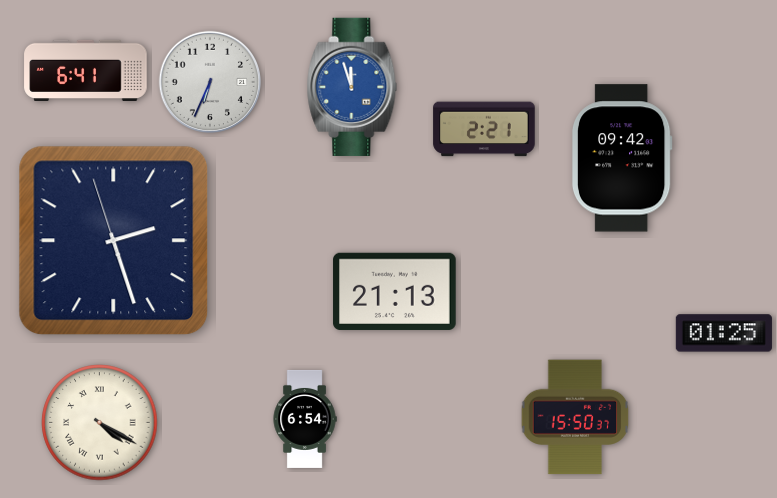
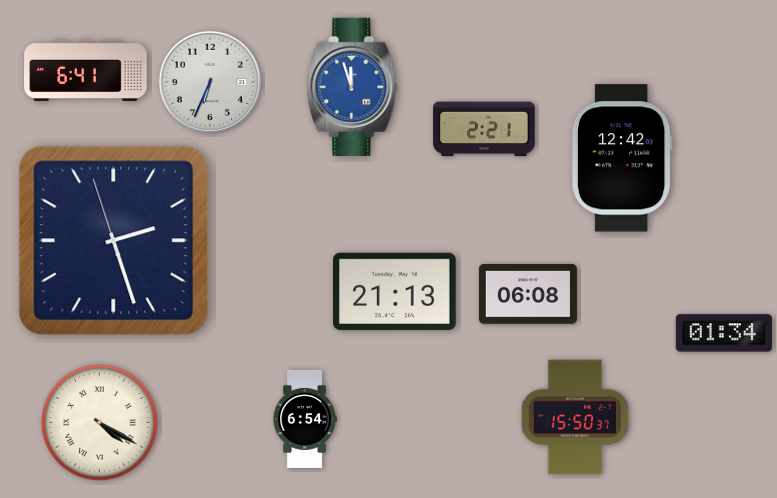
clock at (622, 158): 09:42 -> 12:42
clock at (528, 294): none -> 06:08
clock at (724, 333): 01:25 -> 01:34
